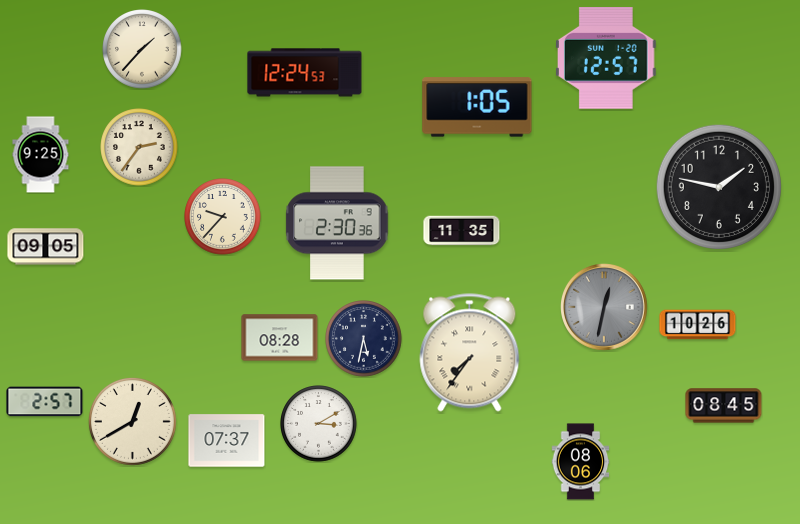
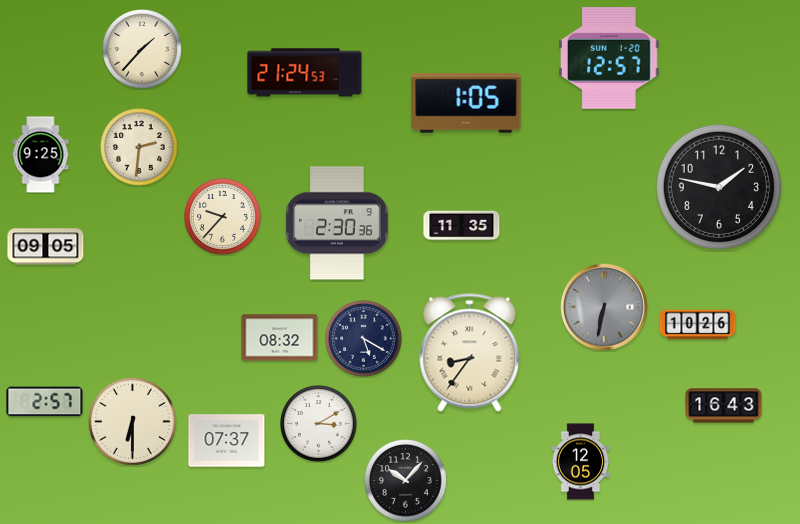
clock at (607, 59) position: (607, 59) -> (610, 59)
clock at (305, 73): 12:24 -> 21:24
clock at (477, 107) position: (477, 107) -> (466, 103)
clock at (139, 147): 2:36 -> 2:31
clock at (462, 231) position: (462, 231) -> (462, 226)
clock at (605, 308): 12:32 -> 6:32
clock at (280, 338): 08:28 -> 08:32
clock at (364, 339): 5:32 -> 5:20
clock at (470, 353): 7:36 -> 8:36
clock at (724, 406): 08:45 -> 16:43
clock at (132, 421): 12:40 -> 6:30
clock at (581, 462): 08:06 -> 12:05
clock at (406, 481): none -> 10:07
